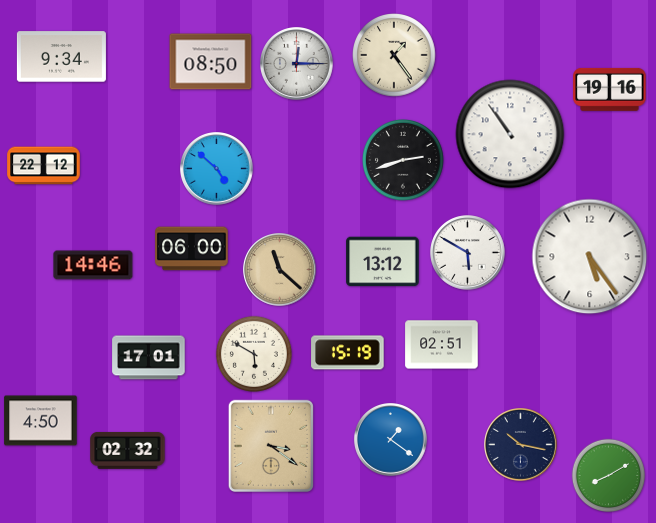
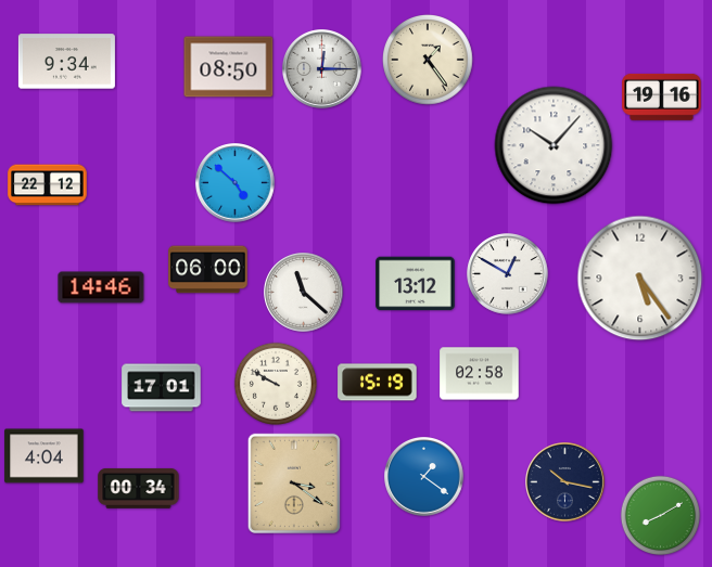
clock at (510, 134): 10:54 -> 10:07
clock at (404, 161): 2:42 -> none
clock at (44, 166) position: (44, 166) -> (48, 185)
clock at (468, 253): 5:50 -> 12:50
clock at (280, 270) dial: champagne -> white
clock at (442, 345): 02:51 -> 02:58
clock at (254, 354): 5:50 -> 9:50
clock at (41, 421): 4:50 -> 4:04
clock at (128, 450): 02:32 -> 00:34
